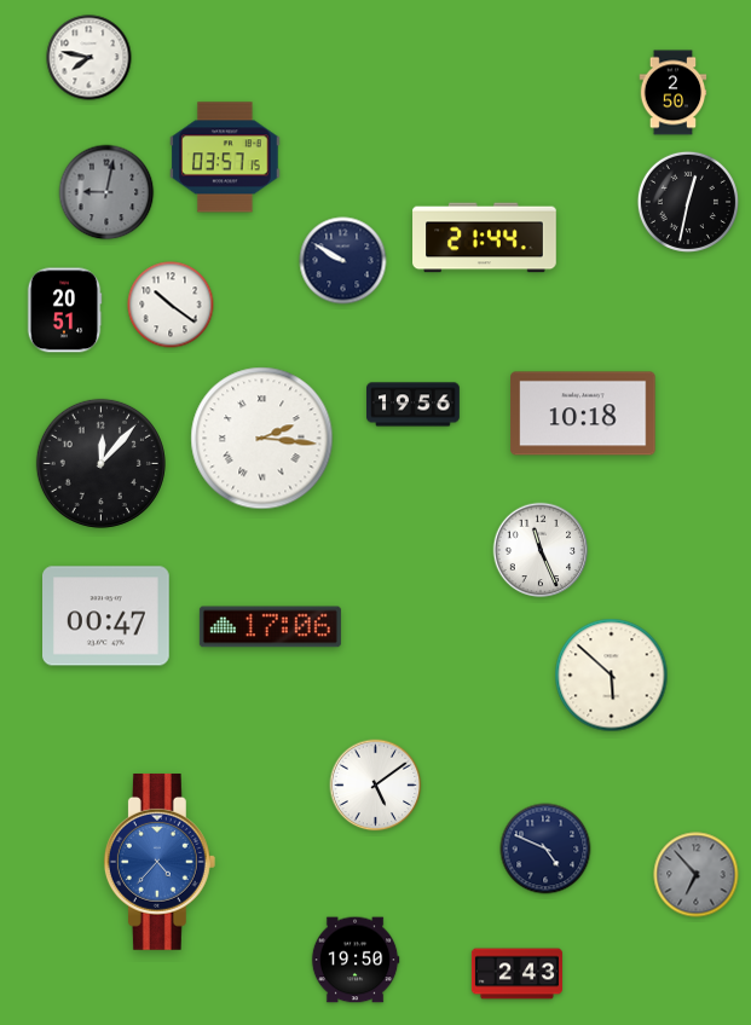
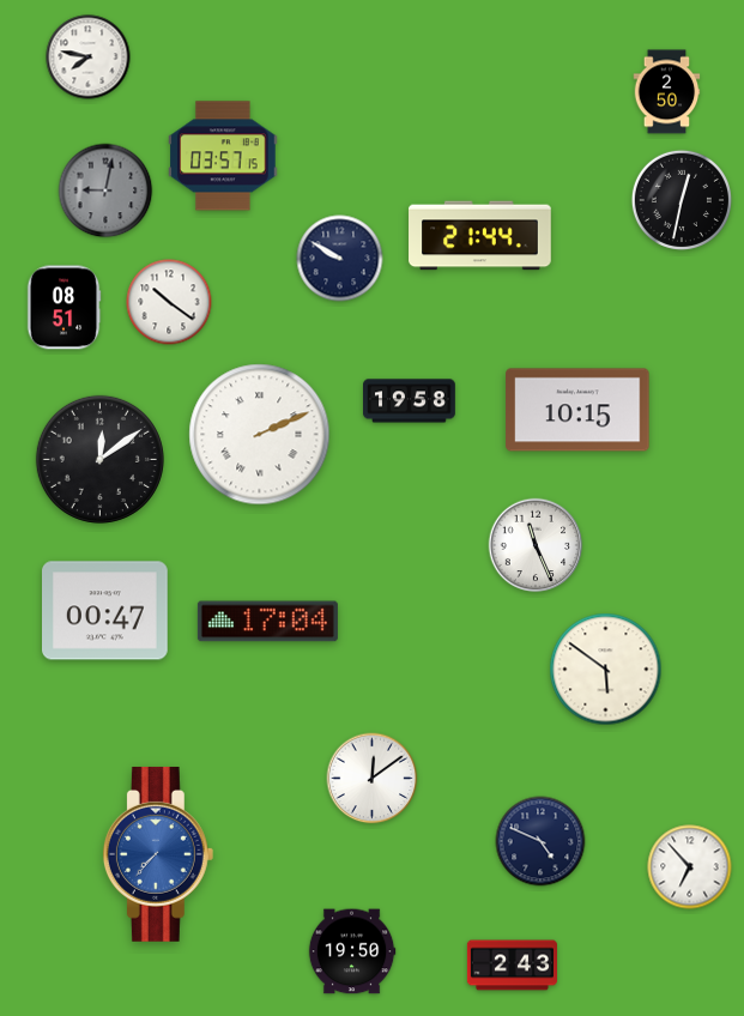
clock at (64, 311): 20:51 -> 08:51
clock at (414, 405): 19:56 -> 19:58
clock at (583, 413): 10:18 -> 10:15
clock at (262, 439): 2:16 -> 2:11
clock at (100, 463): 12:07 -> 12:09
clock at (270, 627): 17:06 -> 17:04
clock at (612, 676): 5:52 -> 5:51
clock at (376, 786): 5:09 -> 12:09
clock at (160, 862): 4:37 -> 7:37
clock at (697, 875) dial: grey -> white
